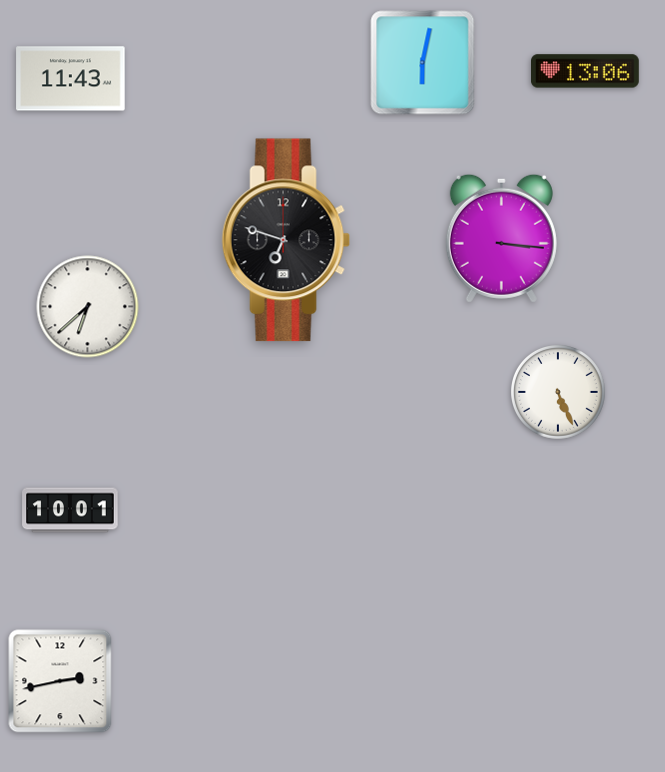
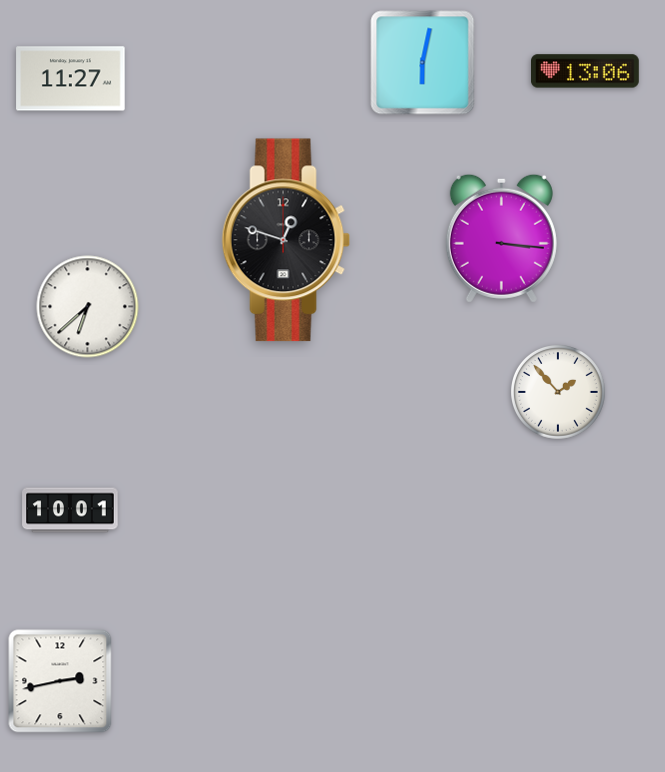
clock at (71, 79): 11:43 -> 11:27
clock at (286, 240): 6:48 -> 12:48
clock at (559, 393): 5:26 -> 1:53
